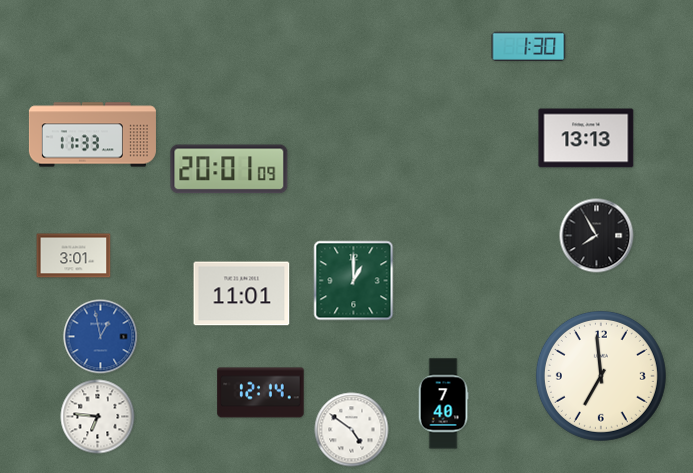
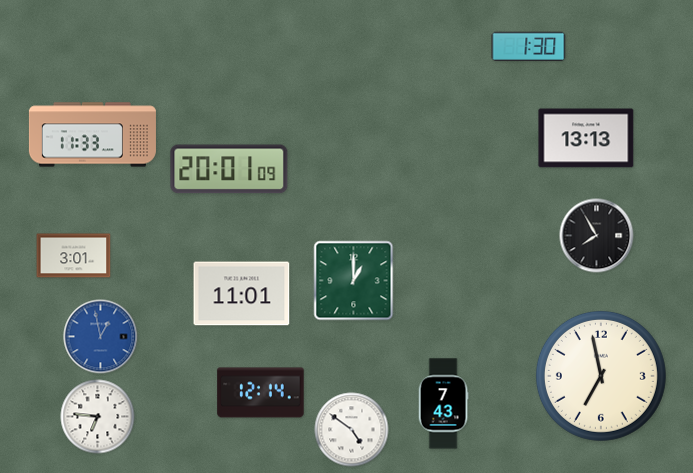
clock at (601, 376): 6:59 -> 6:58
clock at (443, 404): 7:40 -> 7:43
